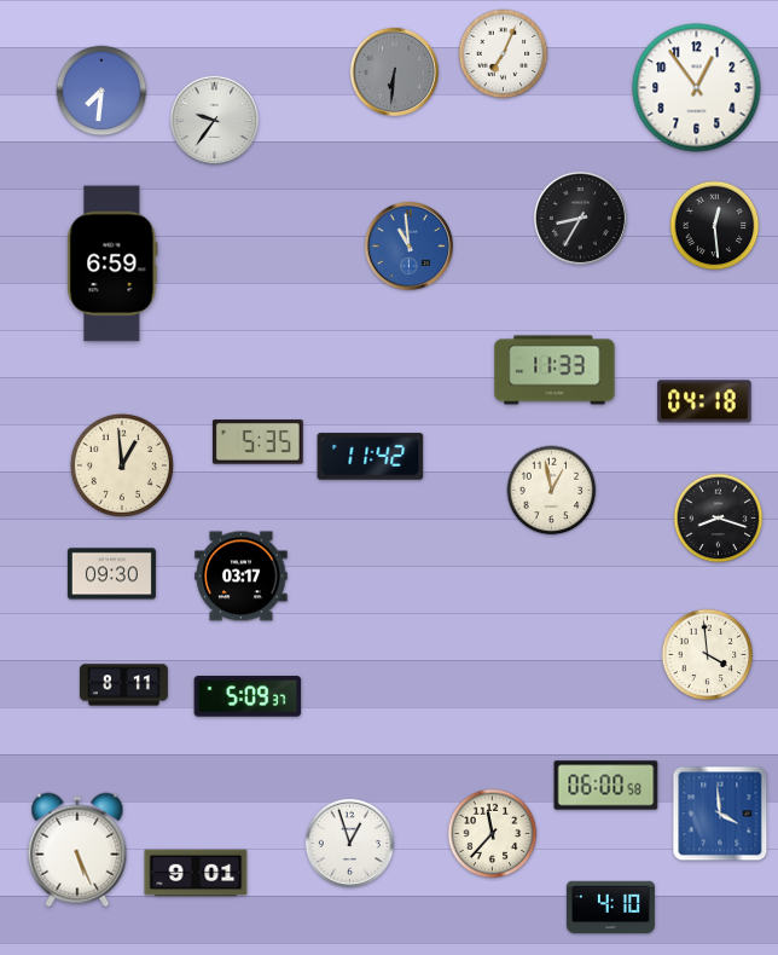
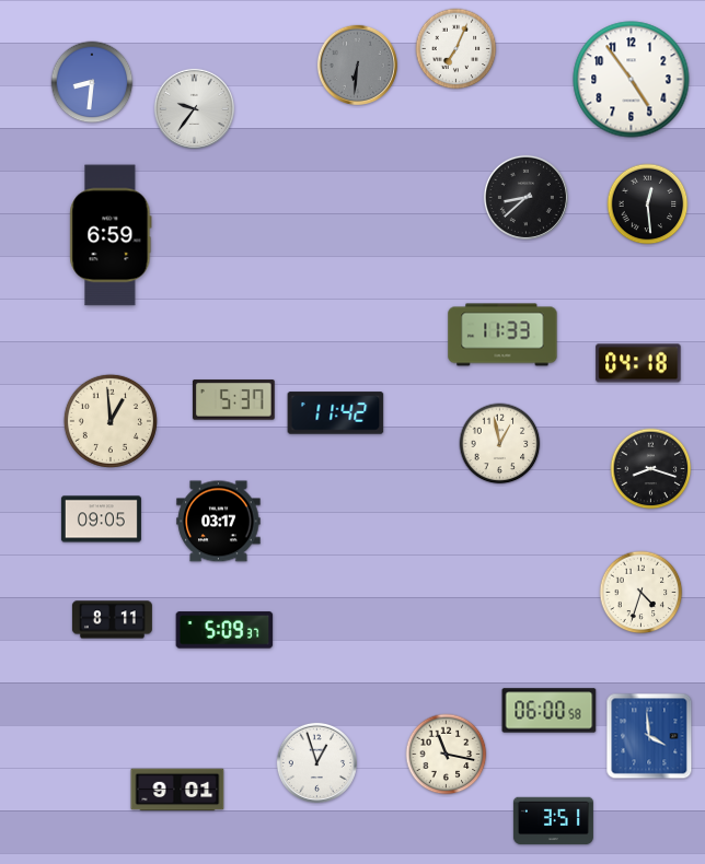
clock at (697, 88): 12:54 -> 4:54
clock at (101, 91): 7:31 -> 8:31
clock at (580, 218): 8:35 -> 8:38
clock at (408, 245): 10:59 -> none
clock at (112, 264) position: (112, 264) -> (111, 235)
clock at (257, 442): 5:35 -> 5:37
clock at (111, 574): 09:30 -> 09:05
clock at (708, 655): 3:59 -> 4:33
clock at (720, 814) position: (720, 814) -> (649, 736)
clock at (493, 834): 11:37 -> 11:17
clock at (77, 850): 5:26 -> none
clock at (610, 908): 4:10 -> 3:51
